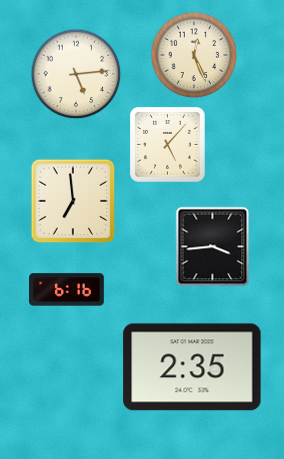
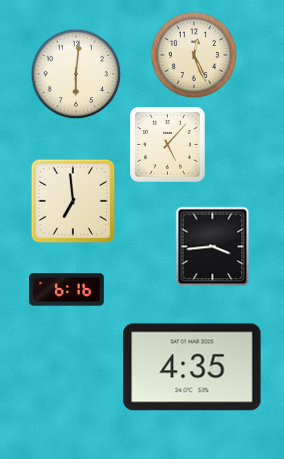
clock at (76, 74): 5:14 -> 6:01
clock at (192, 367): 2:35 -> 4:35
